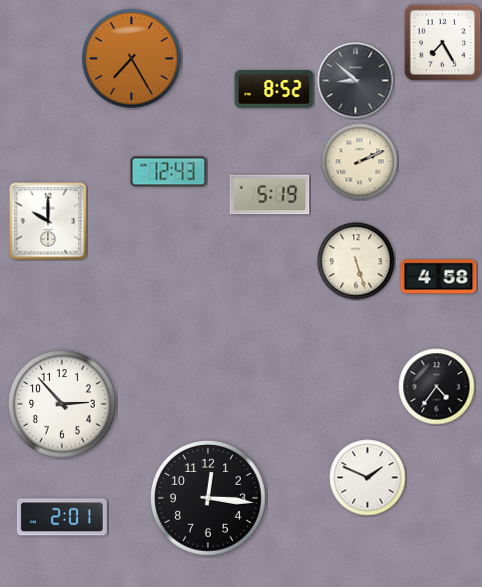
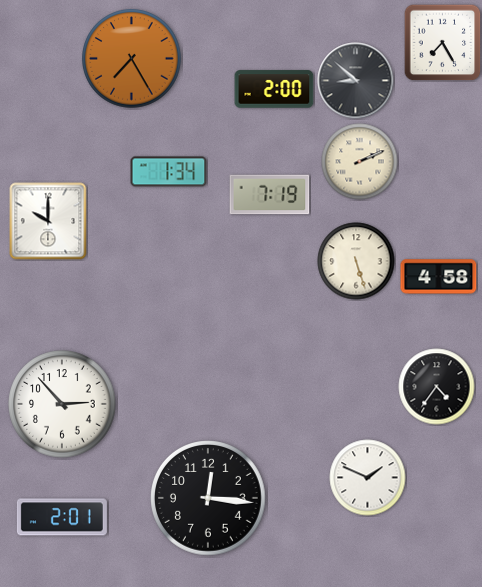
clock at (274, 89): 8:52 -> 2:00
clock at (169, 172): 12:43 -> 1:34
clock at (270, 195): 5:19 -> 7:19
